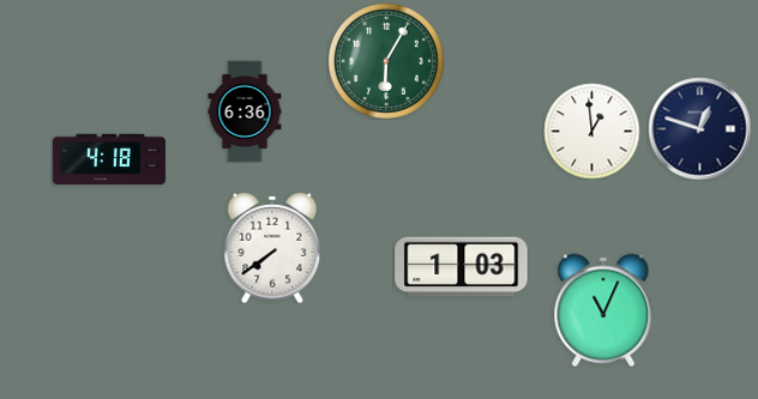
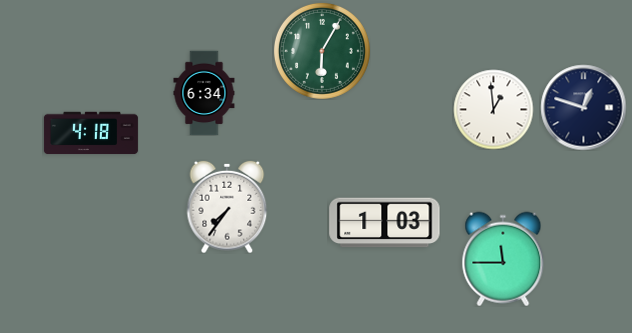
clock at (245, 111): 6:36 -> 6:34
clock at (272, 248): 7:39 -> 7:36
clock at (603, 310): 11:04 -> 11:45
